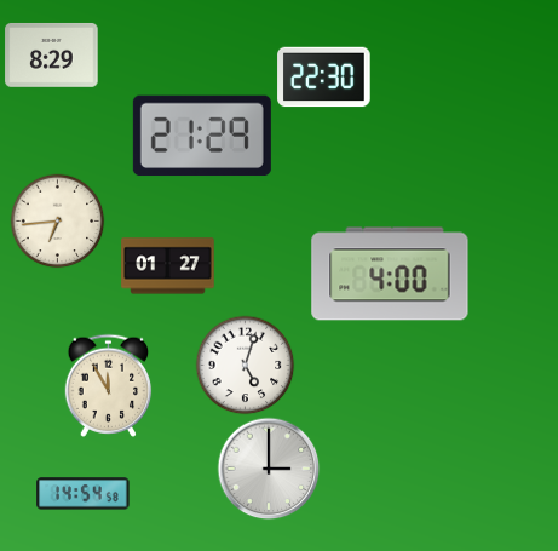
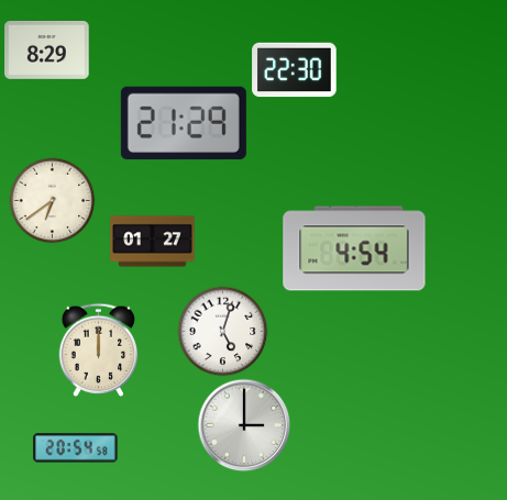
clock at (57, 220): 6:44 -> 6:39
clock at (390, 274): 4:00 -> 4:54
clock at (109, 385): 11:55 -> 12:00
clock at (84, 494): 14:54 -> 20:54
